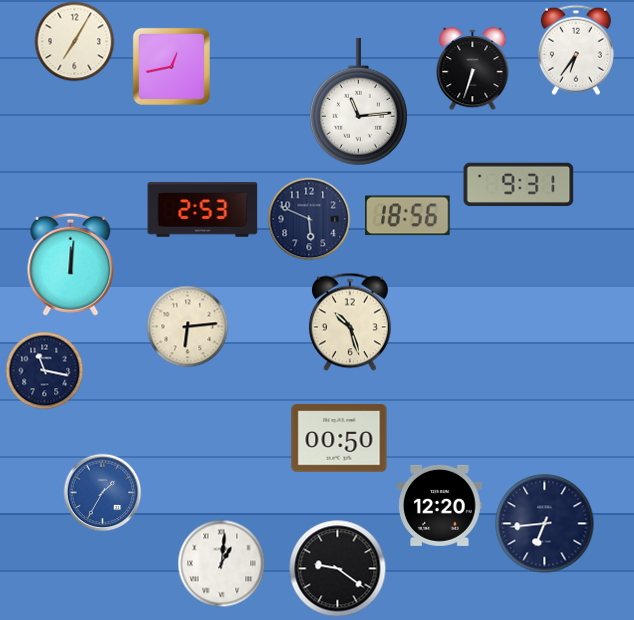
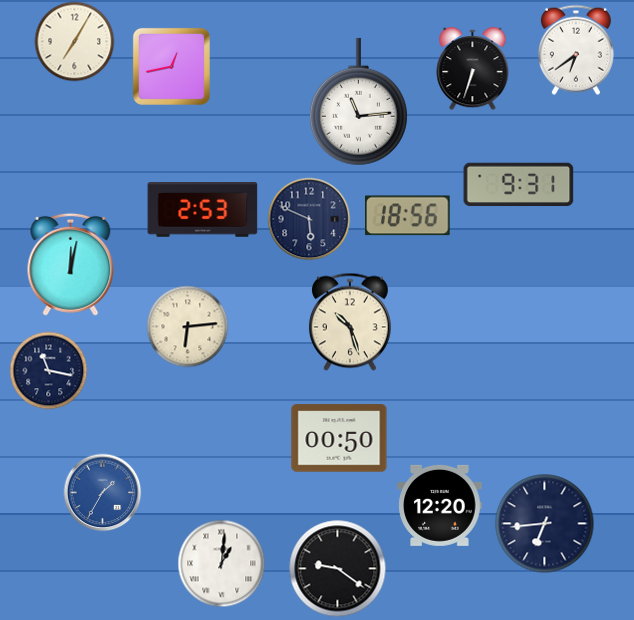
clock at (576, 50): 6:36 -> 6:39
clock at (71, 264): 12:01 -> 12:02
clock at (44, 370) position: (44, 370) -> (48, 370)
